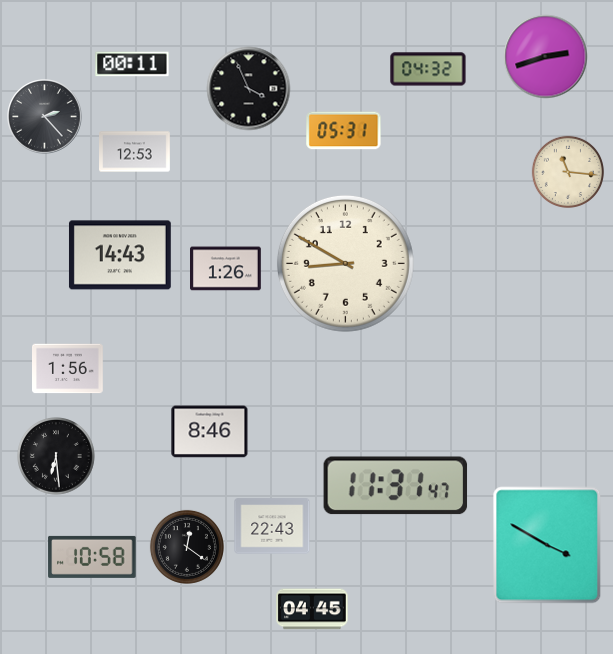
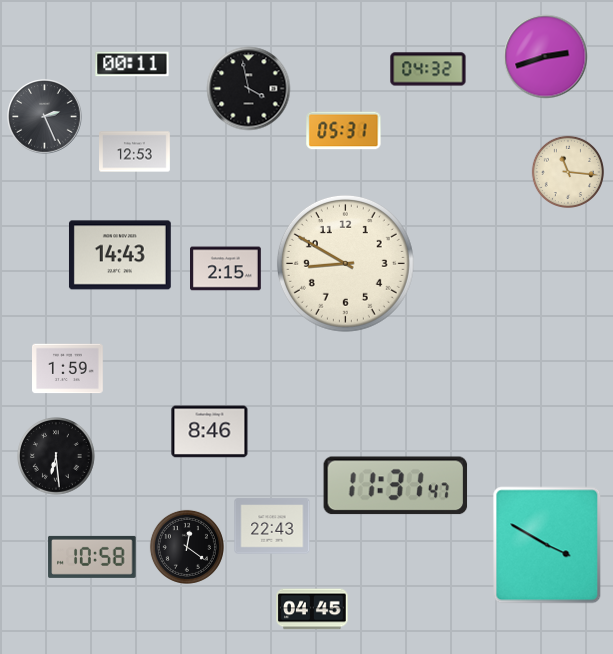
clock at (249, 89): 3:56 -> 3:58
clock at (45, 117): 2:23 -> 2:26
clock at (226, 269): 1:26 -> 2:15
clock at (68, 369): 1:56 -> 1:59
